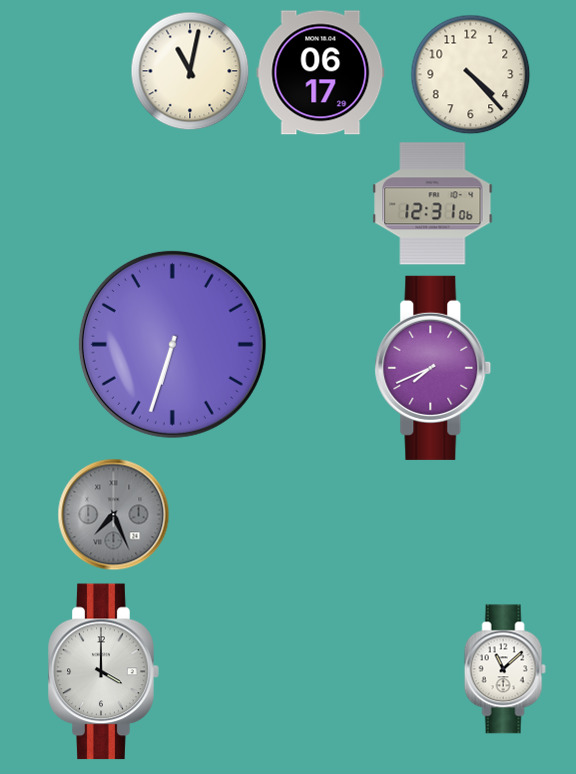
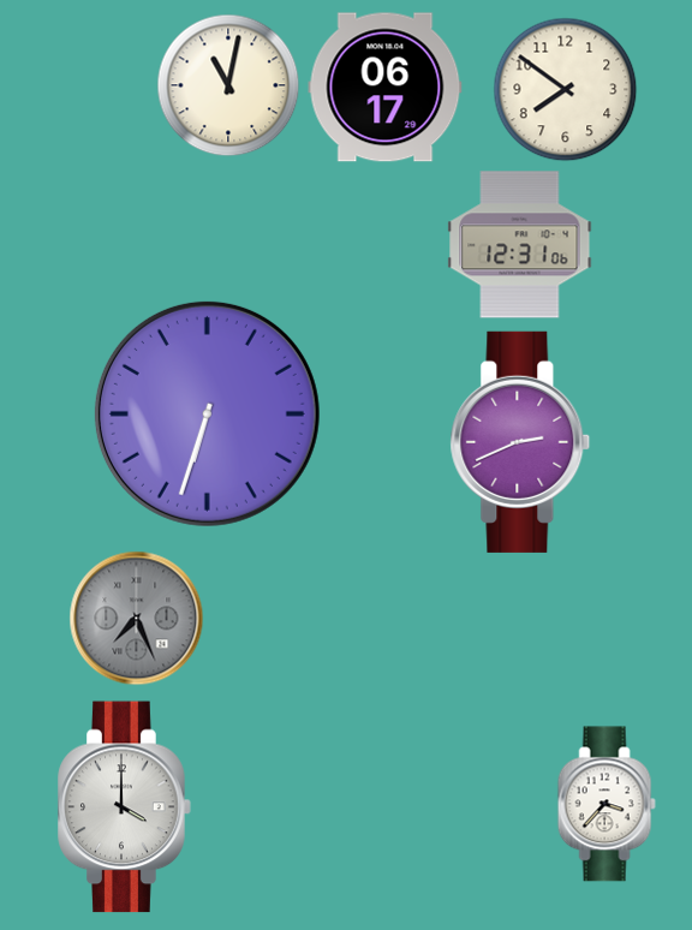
clock at (471, 75): 4:23 -> 7:51
clock at (433, 368): 7:41 -> 2:41
clock at (505, 669): 11:08 -> 3:37
